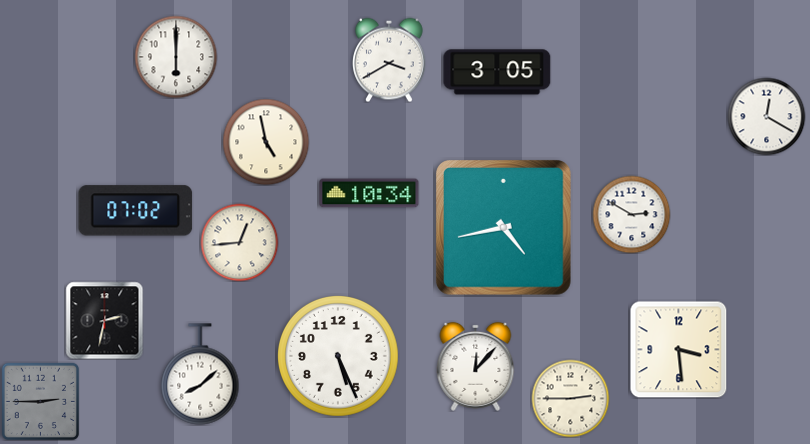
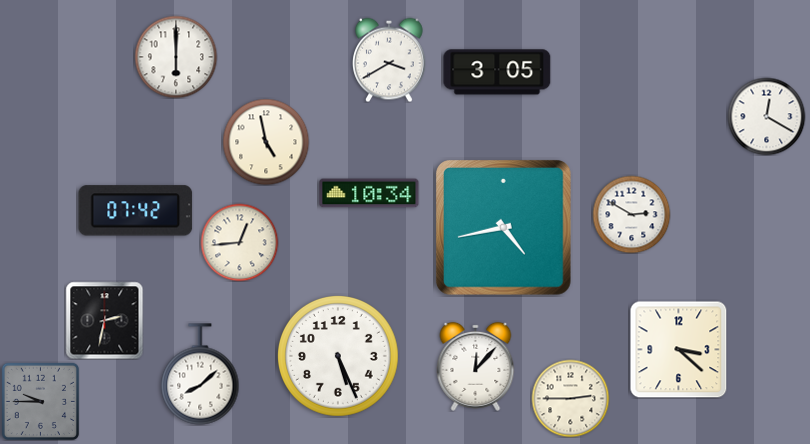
clock at (136, 211): 07:02 -> 07:42
clock at (678, 349): 3:29 -> 3:22
clock at (40, 401): 2:45 -> 9:45
